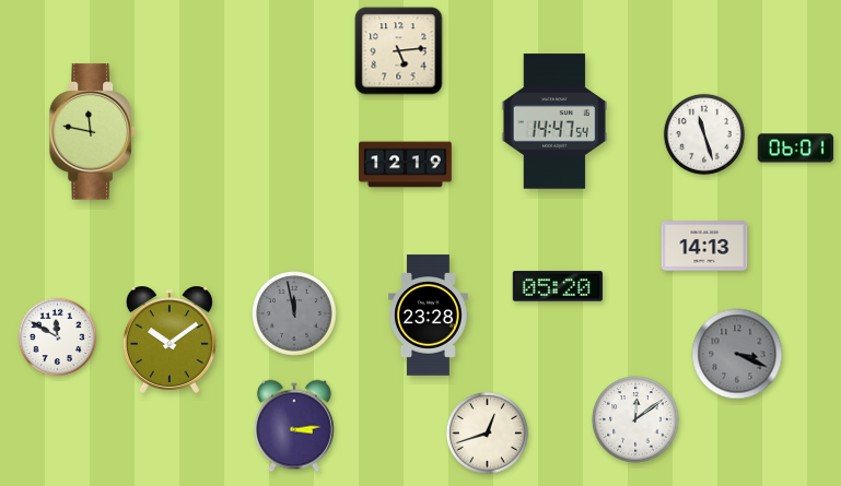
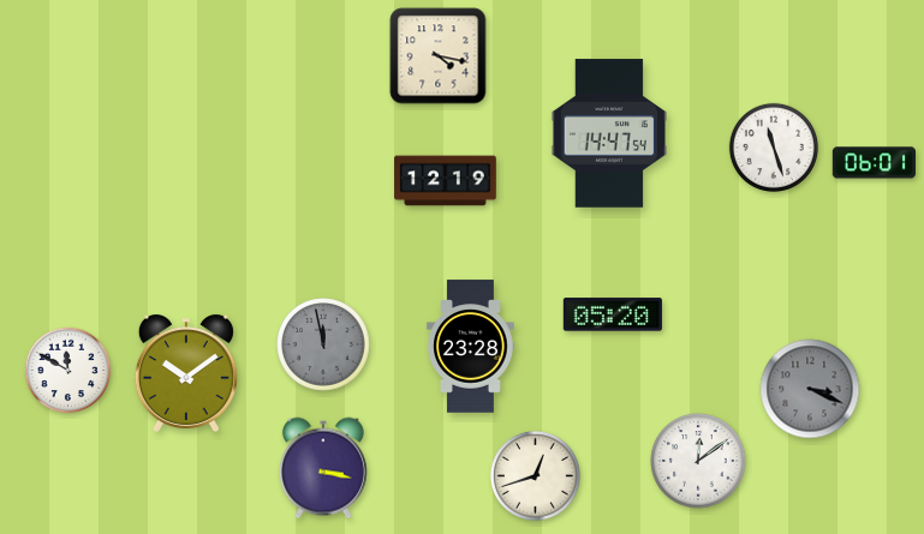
clock at (399, 51): 5:14 -> 4:17
clock at (92, 132): 11:47 -> none
clock at (704, 246): 14:13 -> none
clock at (58, 337) position: (58, 337) -> (68, 371)
clock at (294, 426): 3:14 -> 3:17
